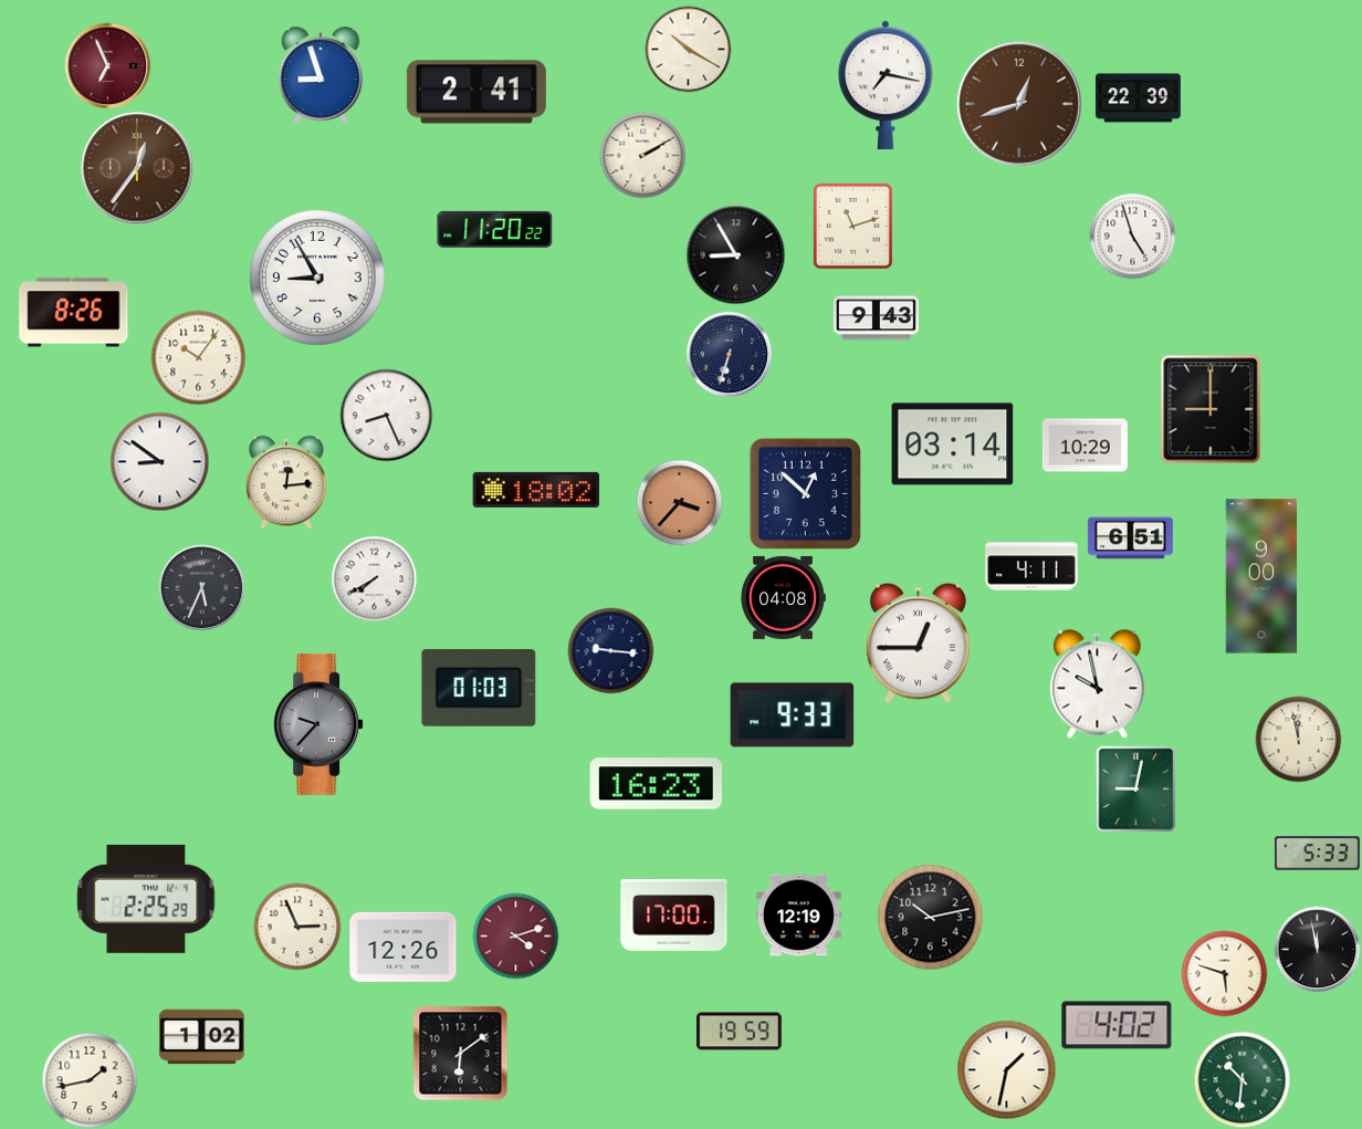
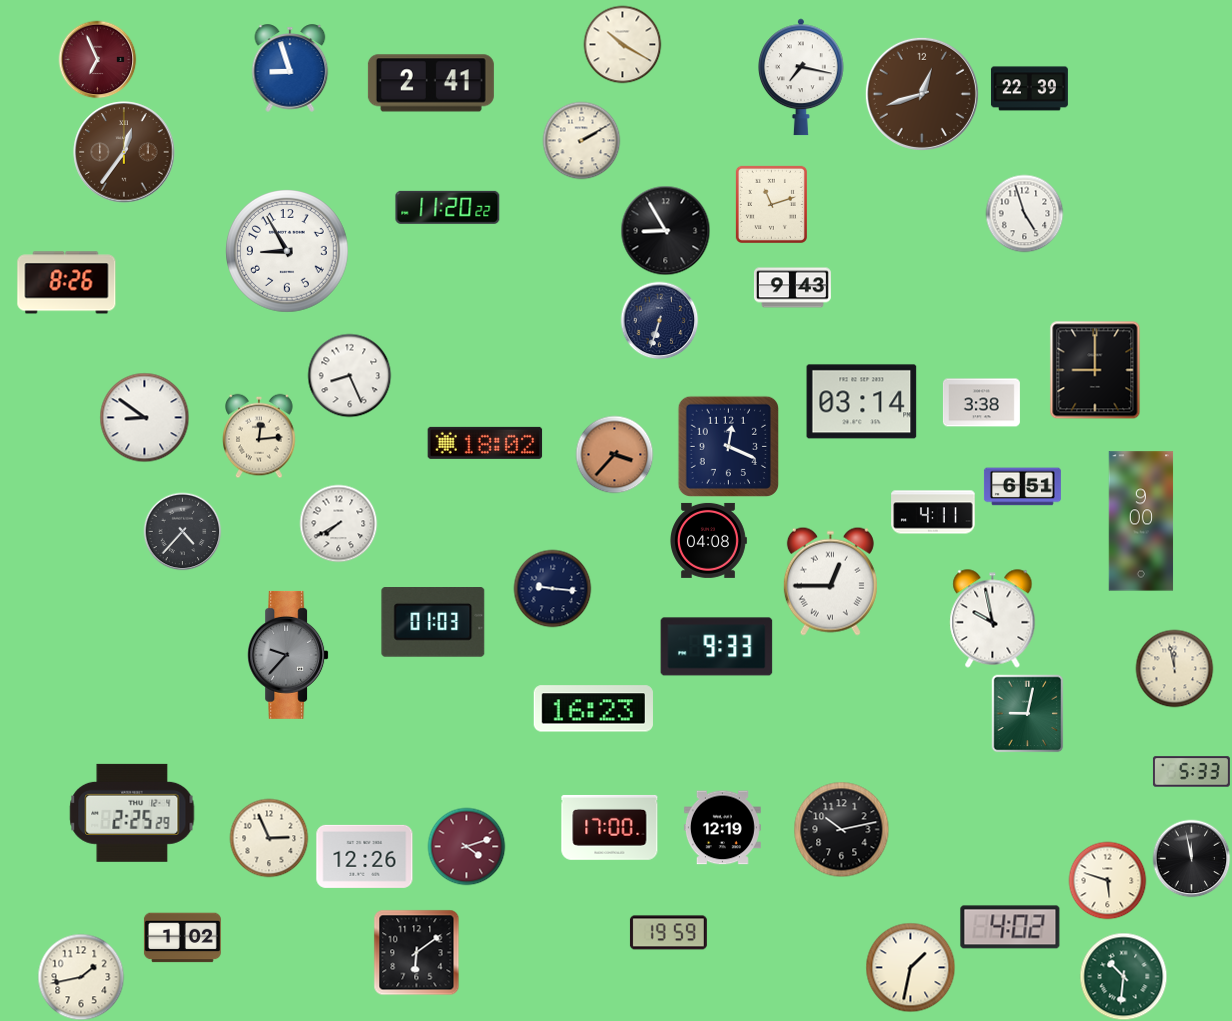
clock at (198, 357): 10:06 -> none
clock at (1085, 446): 10:29 -> 3:38
clock at (805, 493): 12:52 -> 12:19
clock at (201, 587): 5:34 -> 4:37
